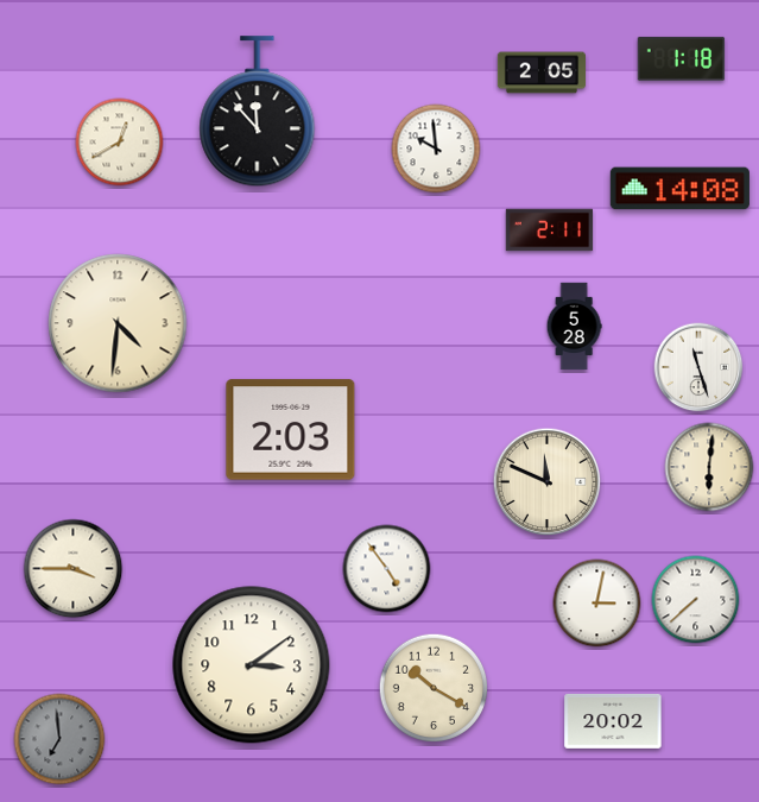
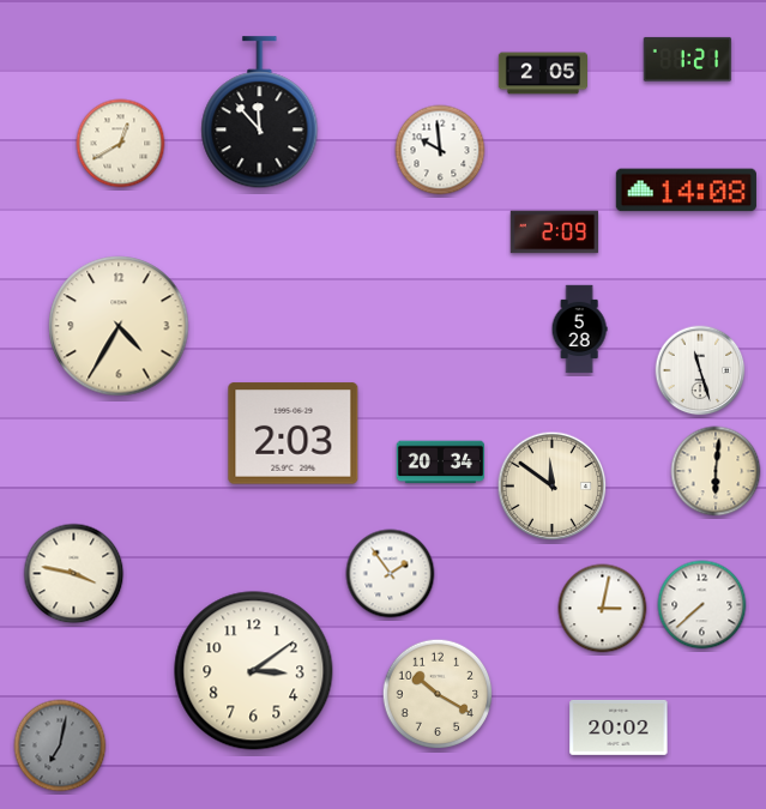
clock at (682, 58): 1:18 -> 1:21
clock at (540, 72) position: (540, 72) -> (542, 73)
clock at (550, 231): 2:11 -> 2:09
clock at (118, 323): 4:31 -> 4:35
clock at (698, 367) position: (698, 367) -> (700, 370)
clock at (441, 463): none -> 20:34
clock at (548, 482): 11:49 -> 11:51
clock at (74, 569): 3:45 -> 3:47
clock at (387, 569): 4:54 -> 1:54
clock at (59, 739): 6:59 -> 7:02
